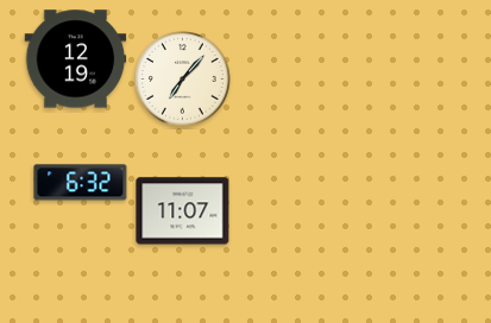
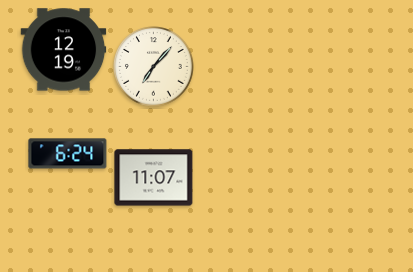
clock at (81, 183): 6:32 -> 6:24
